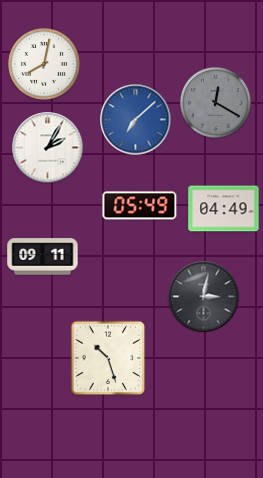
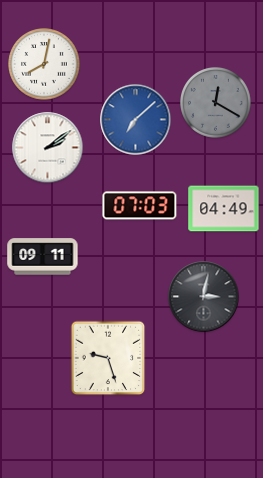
clock at (48, 148): 2:05 -> 2:09
clock at (140, 206): 05:49 -> 07:03
clock at (108, 358): 10:27 -> 9:27
